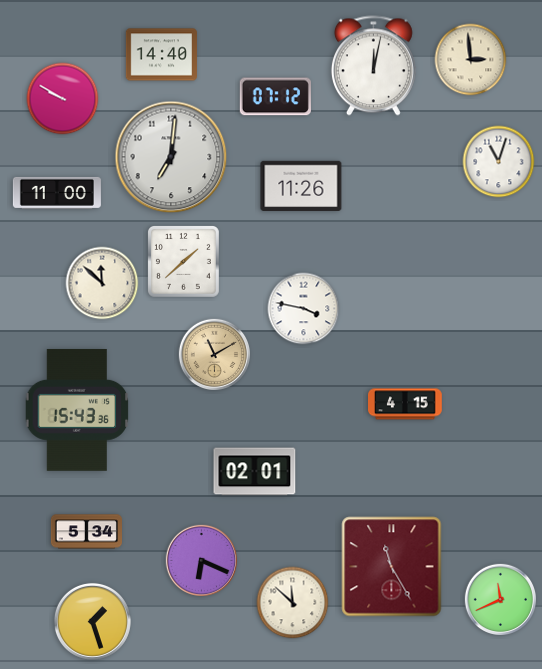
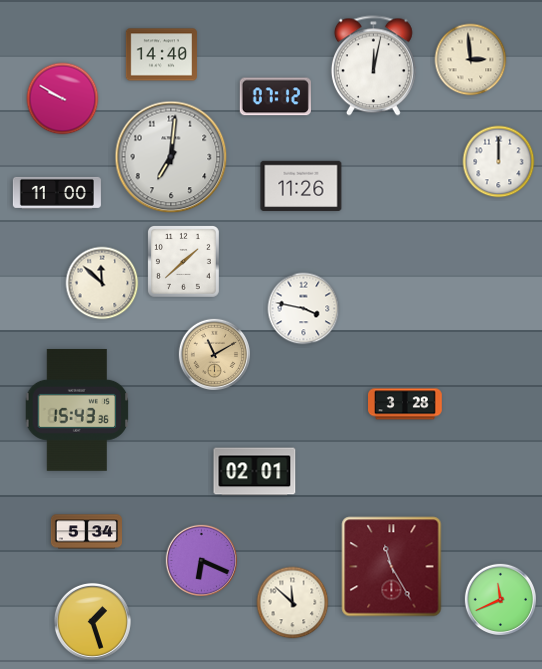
clock at (499, 162): 11:03 -> 12:00
clock at (406, 404): 4:15 -> 3:28
